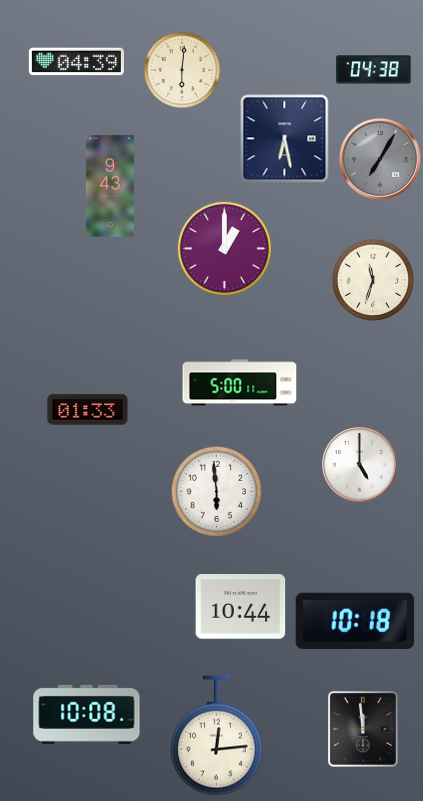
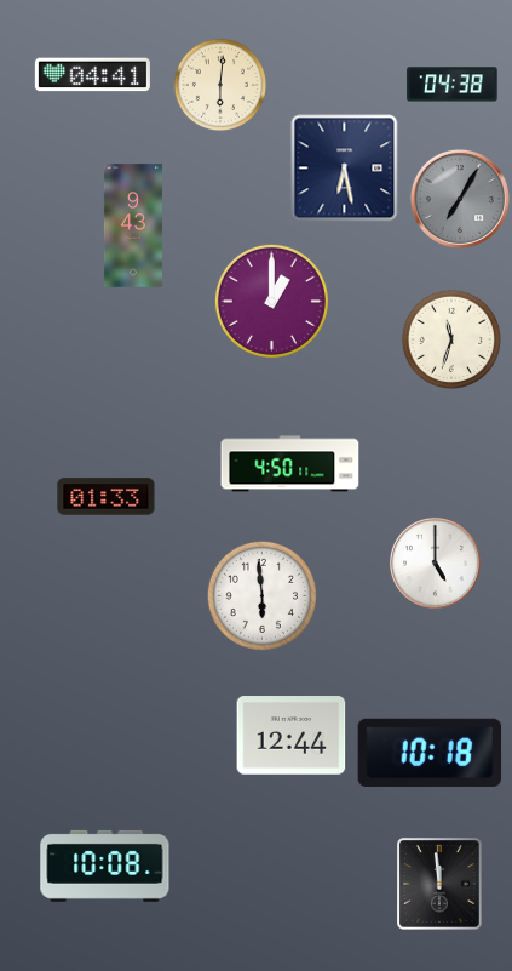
clock at (76, 62): 04:39 -> 04:41
clock at (380, 159) position: (380, 159) -> (460, 199)
clock at (240, 383): 5:00 -> 4:50
clock at (241, 607): 10:44 -> 12:44
clock at (216, 736): 12:14 -> none
